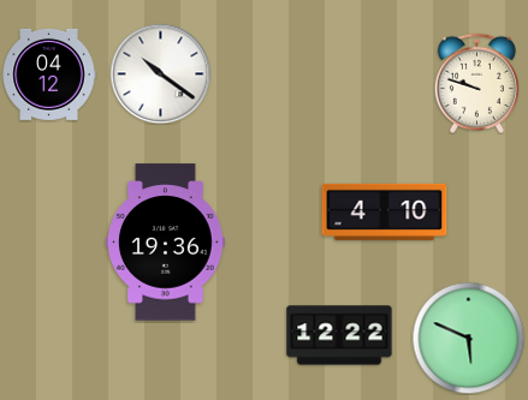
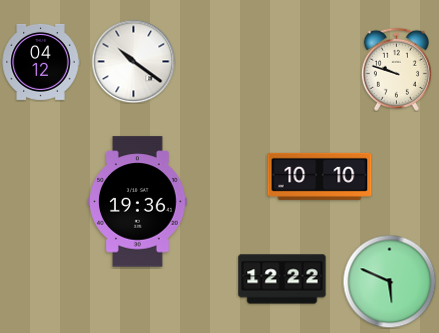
clock at (385, 211): 4:10 -> 10:10
